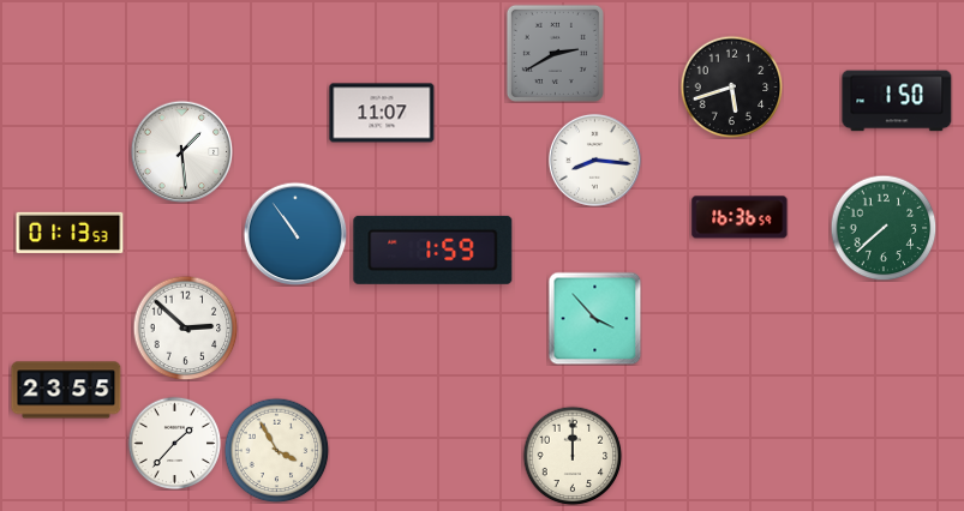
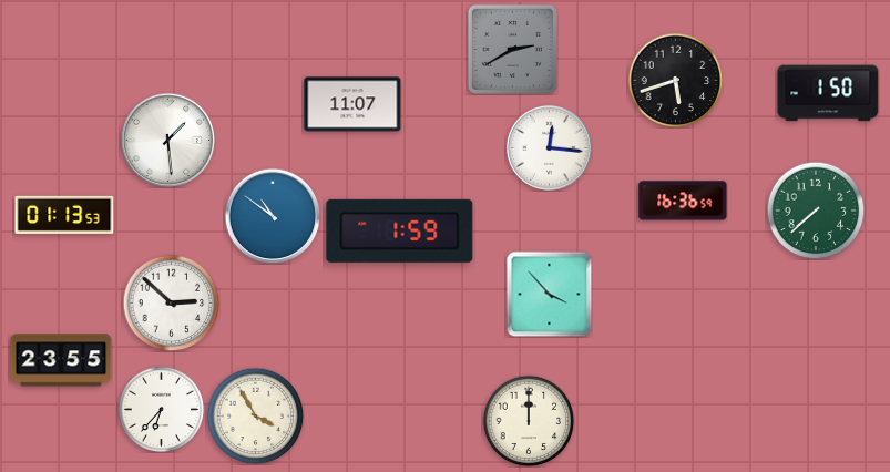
clock at (594, 160): 8:16 -> 12:16
clock at (295, 234): 10:54 -> 10:51
clock at (174, 443): 1:37 -> 6:37
